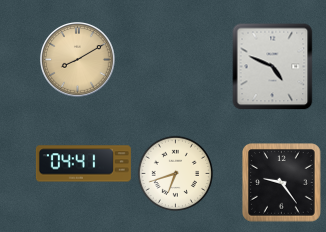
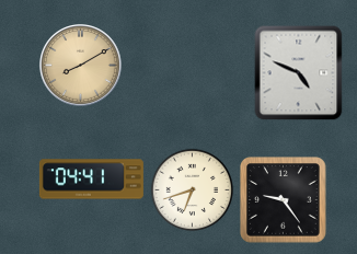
clock at (78, 60) position: (78, 60) -> (81, 66)
clock at (282, 183) position: (282, 183) -> (284, 200)
